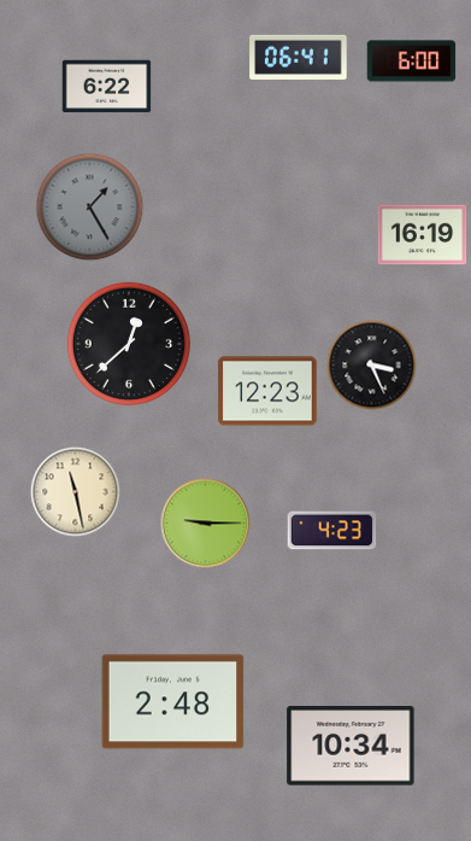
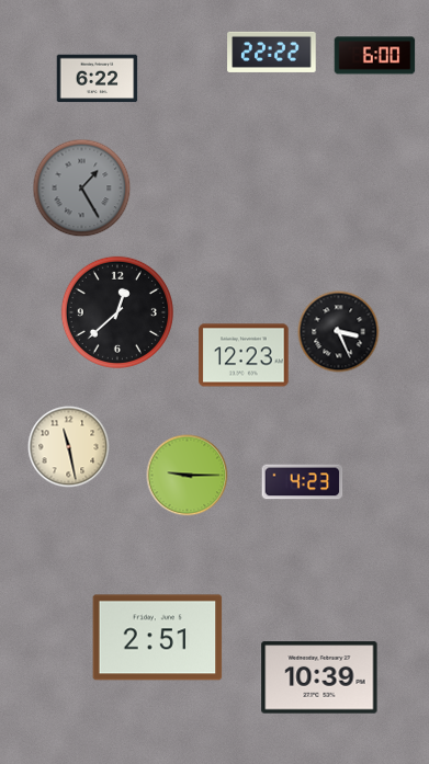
clock at (299, 57): 06:41 -> 22:22
clock at (423, 235): 16:19 -> none
clock at (173, 702): 2:48 -> 2:51
clock at (351, 746): 10:34 -> 10:39
